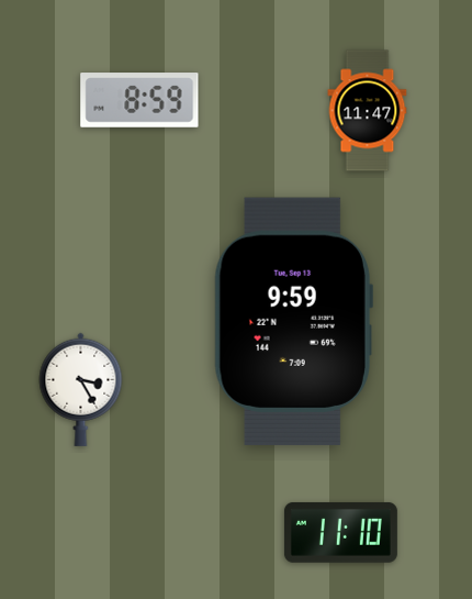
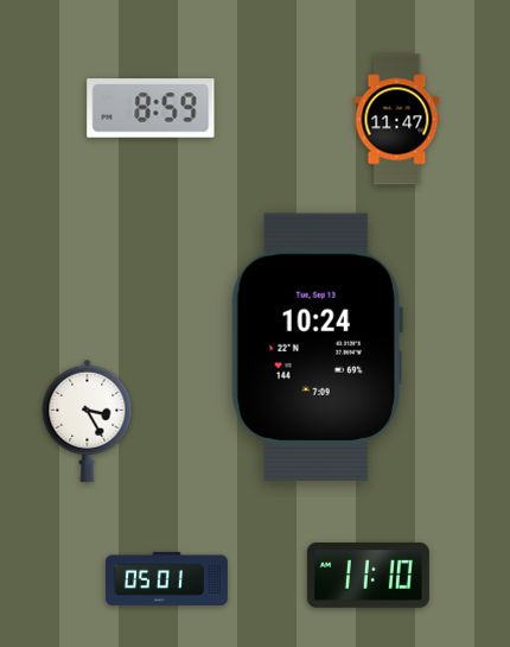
clock at (293, 321): 9:59 -> 10:24
clock at (166, 578): none -> 05:01
